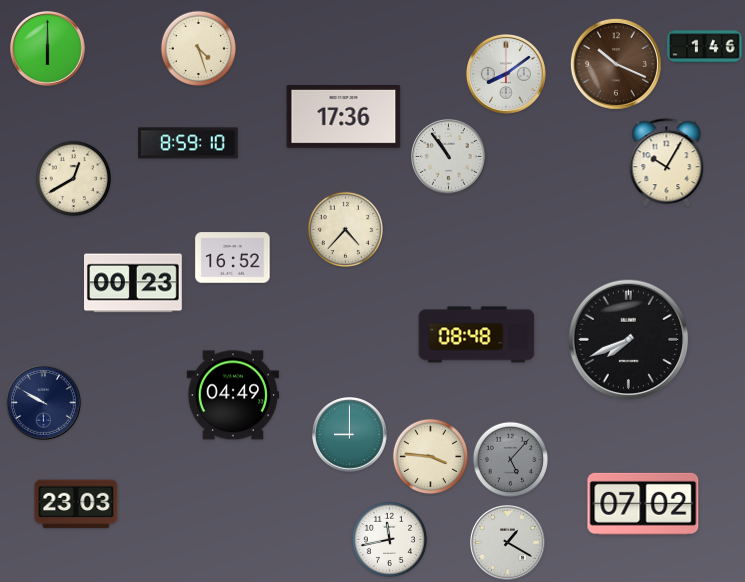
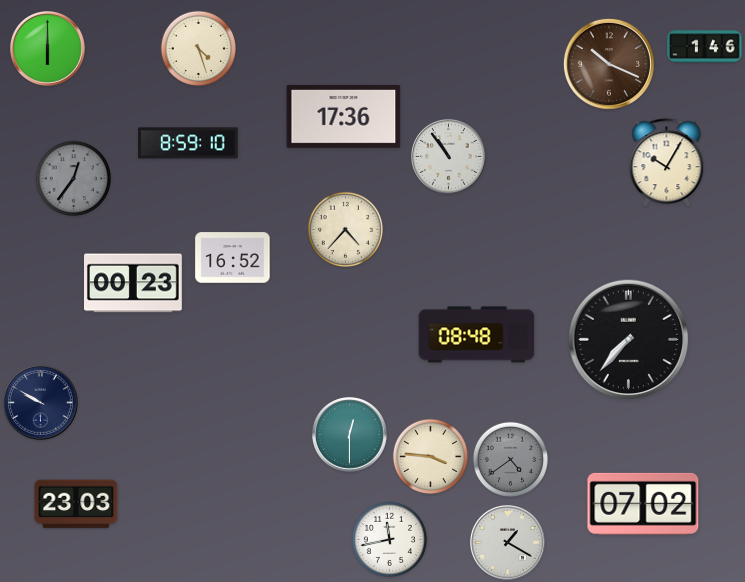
clock at (616, 64) position: (616, 64) -> (609, 64)
clock at (506, 74): 8:09 -> none
clock at (73, 178): 12:40 -> 12:36
clock at (73, 178) dial: cream -> grey
clock at (629, 340): 7:41 -> 7:37
clock at (232, 395): 04:49 -> none
clock at (44, 403) position: (44, 403) -> (41, 403)
clock at (350, 435): 9:00 -> 12:30
clock at (510, 459): 5:07 -> 4:39
